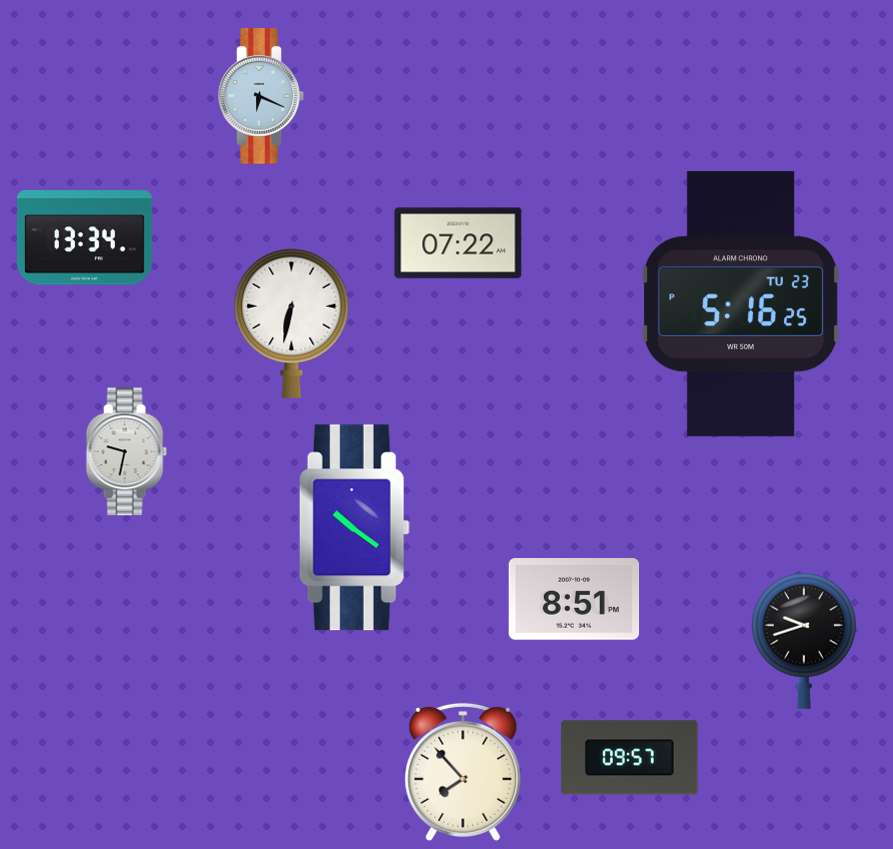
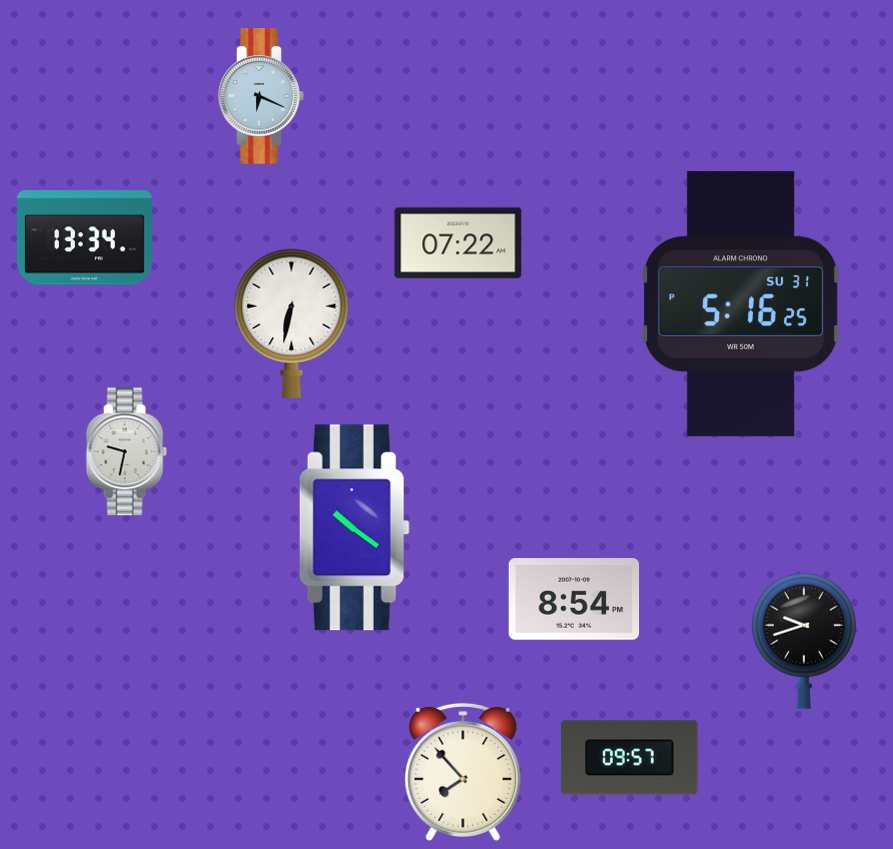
clock at (741, 304) date: TU 23 -> SU 31
clock at (574, 600): 8:51 -> 8:54
